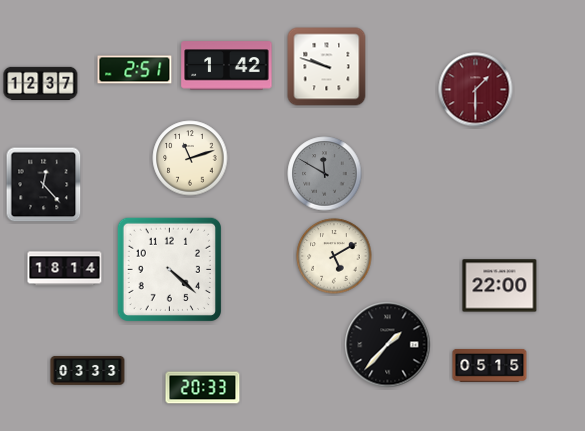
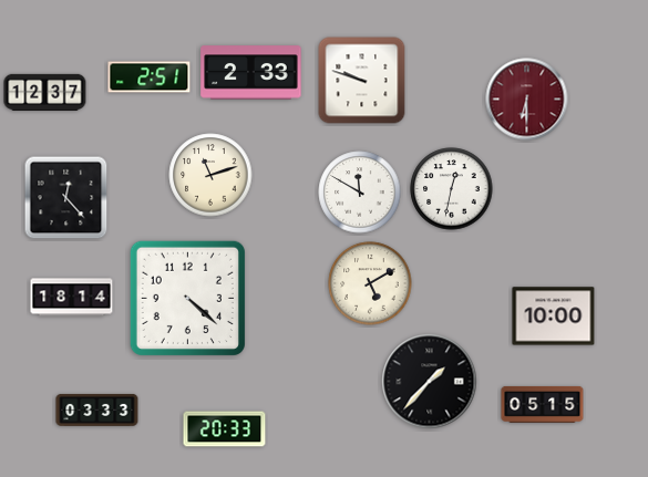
clock at (227, 66): 1:42 -> 2:33
clock at (327, 67) position: (327, 67) -> (362, 81)
clock at (476, 90): 1:30 -> 6:30
clock at (452, 189): none -> 12:32
clock at (325, 174) dial: grey -> white
clock at (44, 185) position: (44, 185) -> (66, 198)
clock at (500, 286): 22:00 -> 10:00
